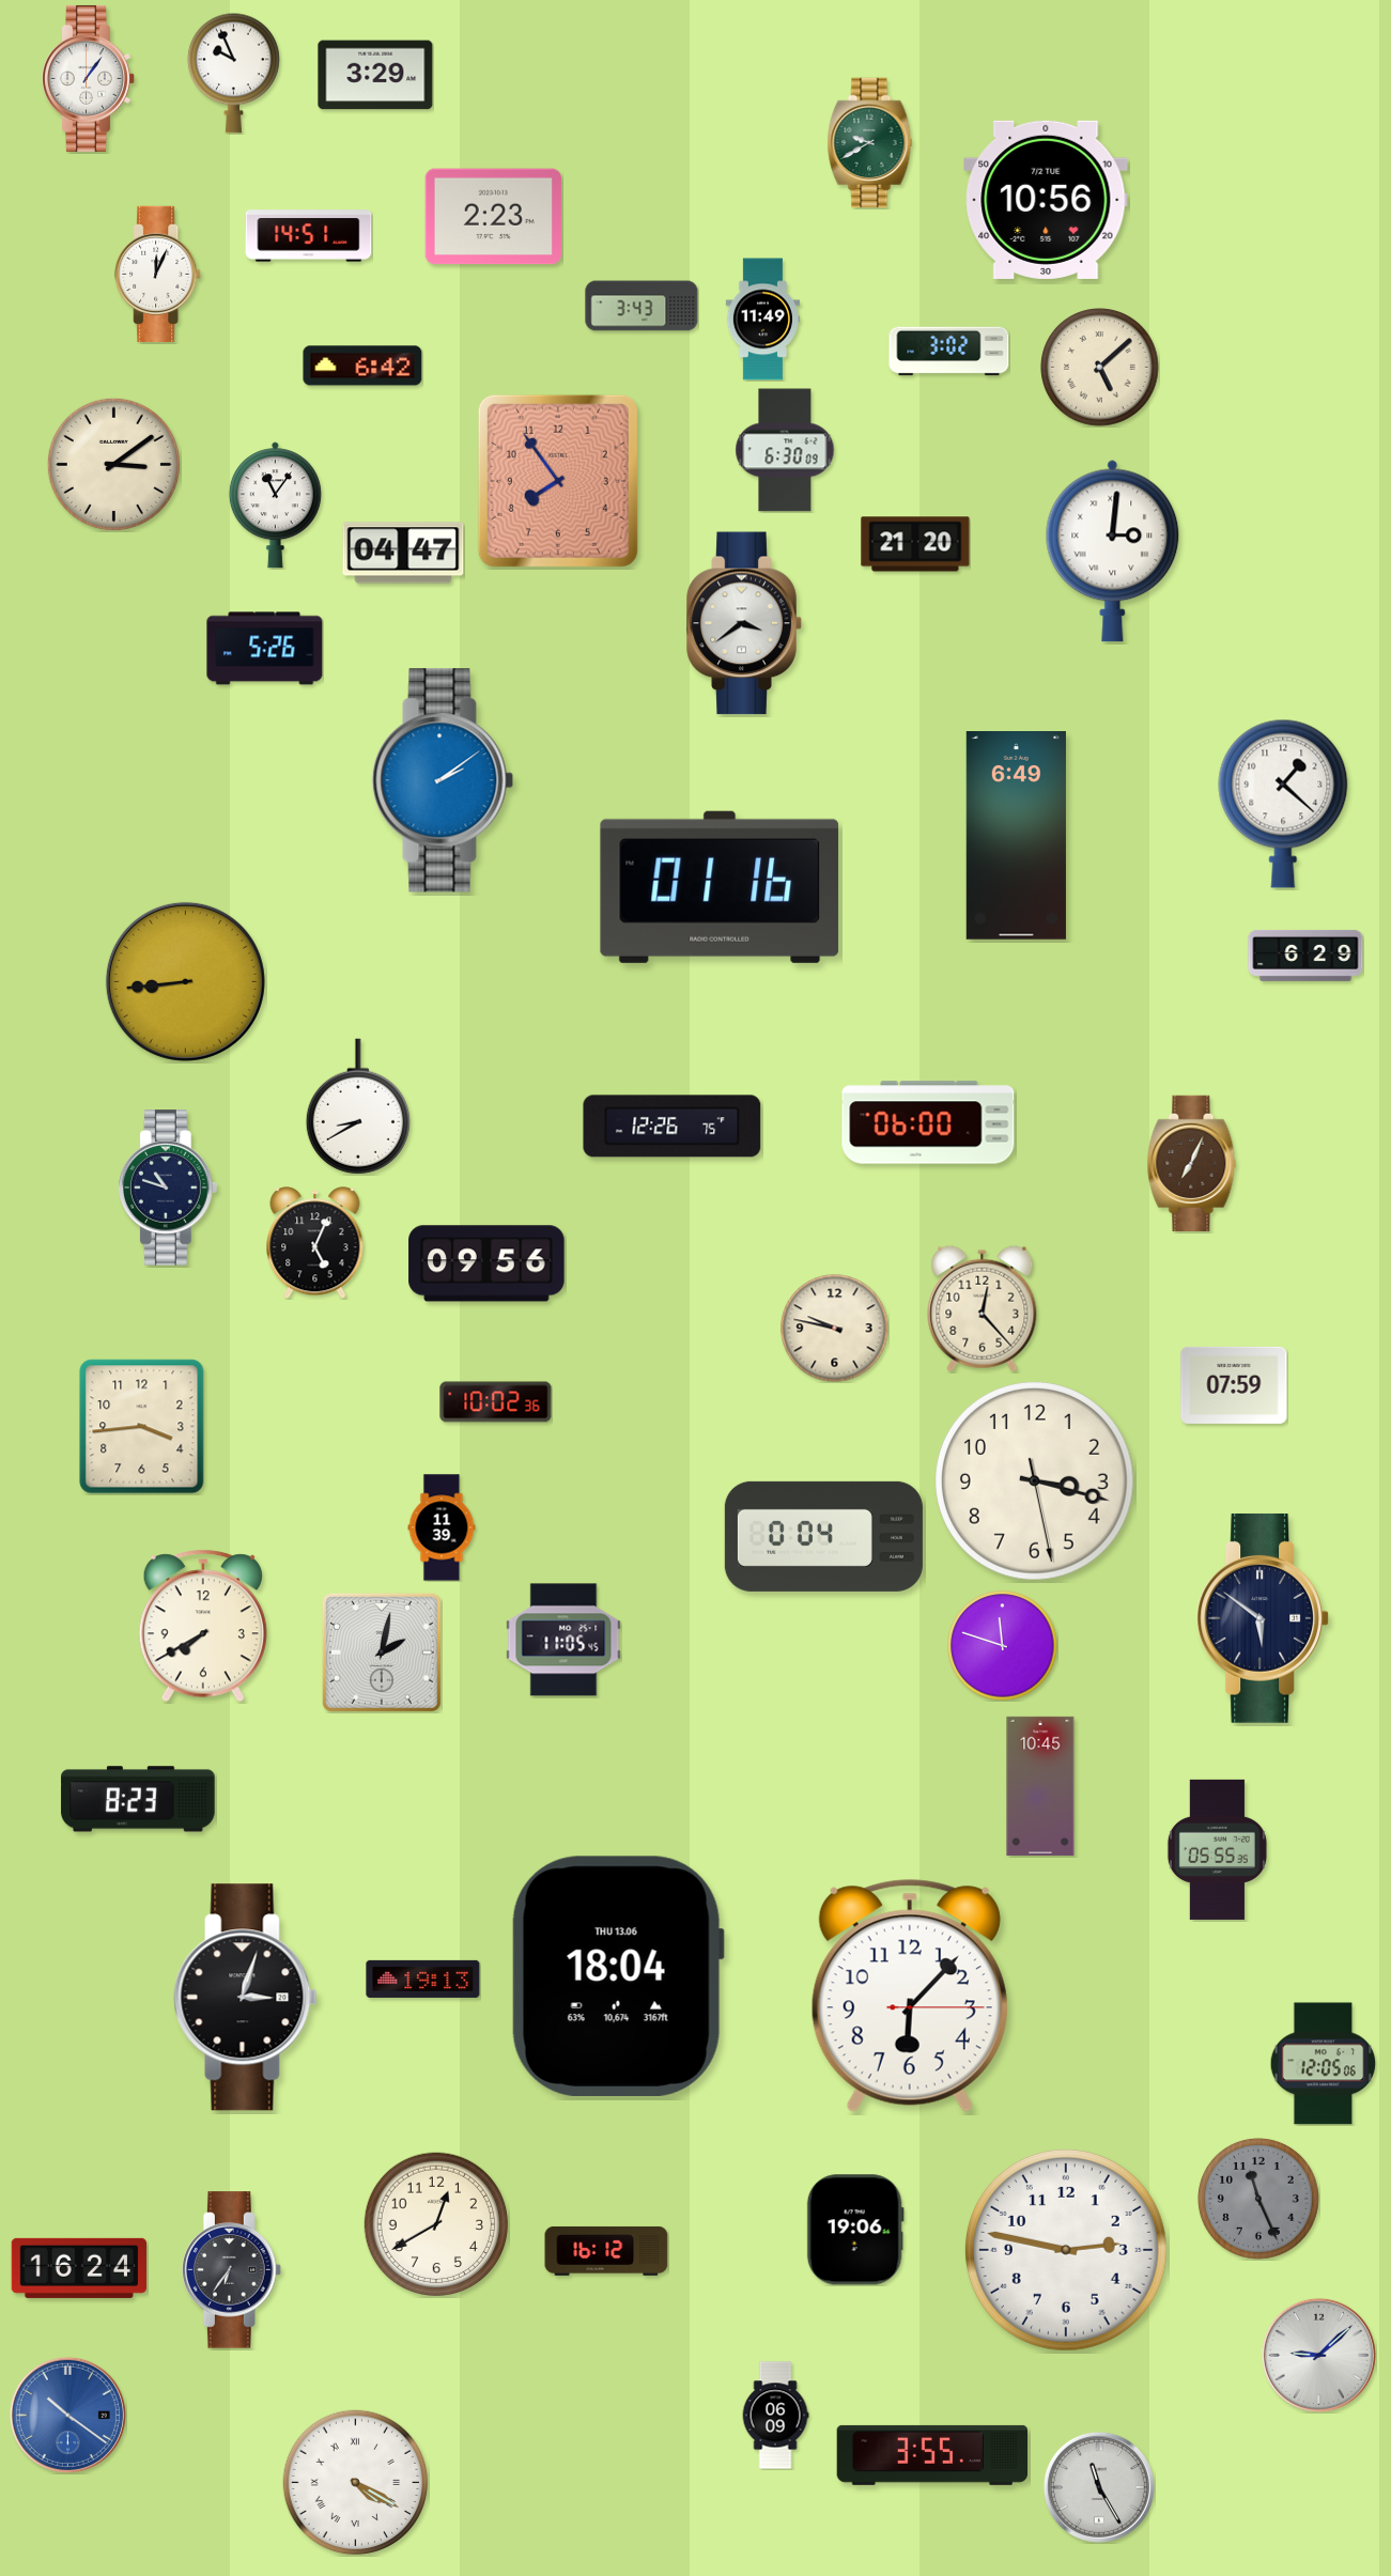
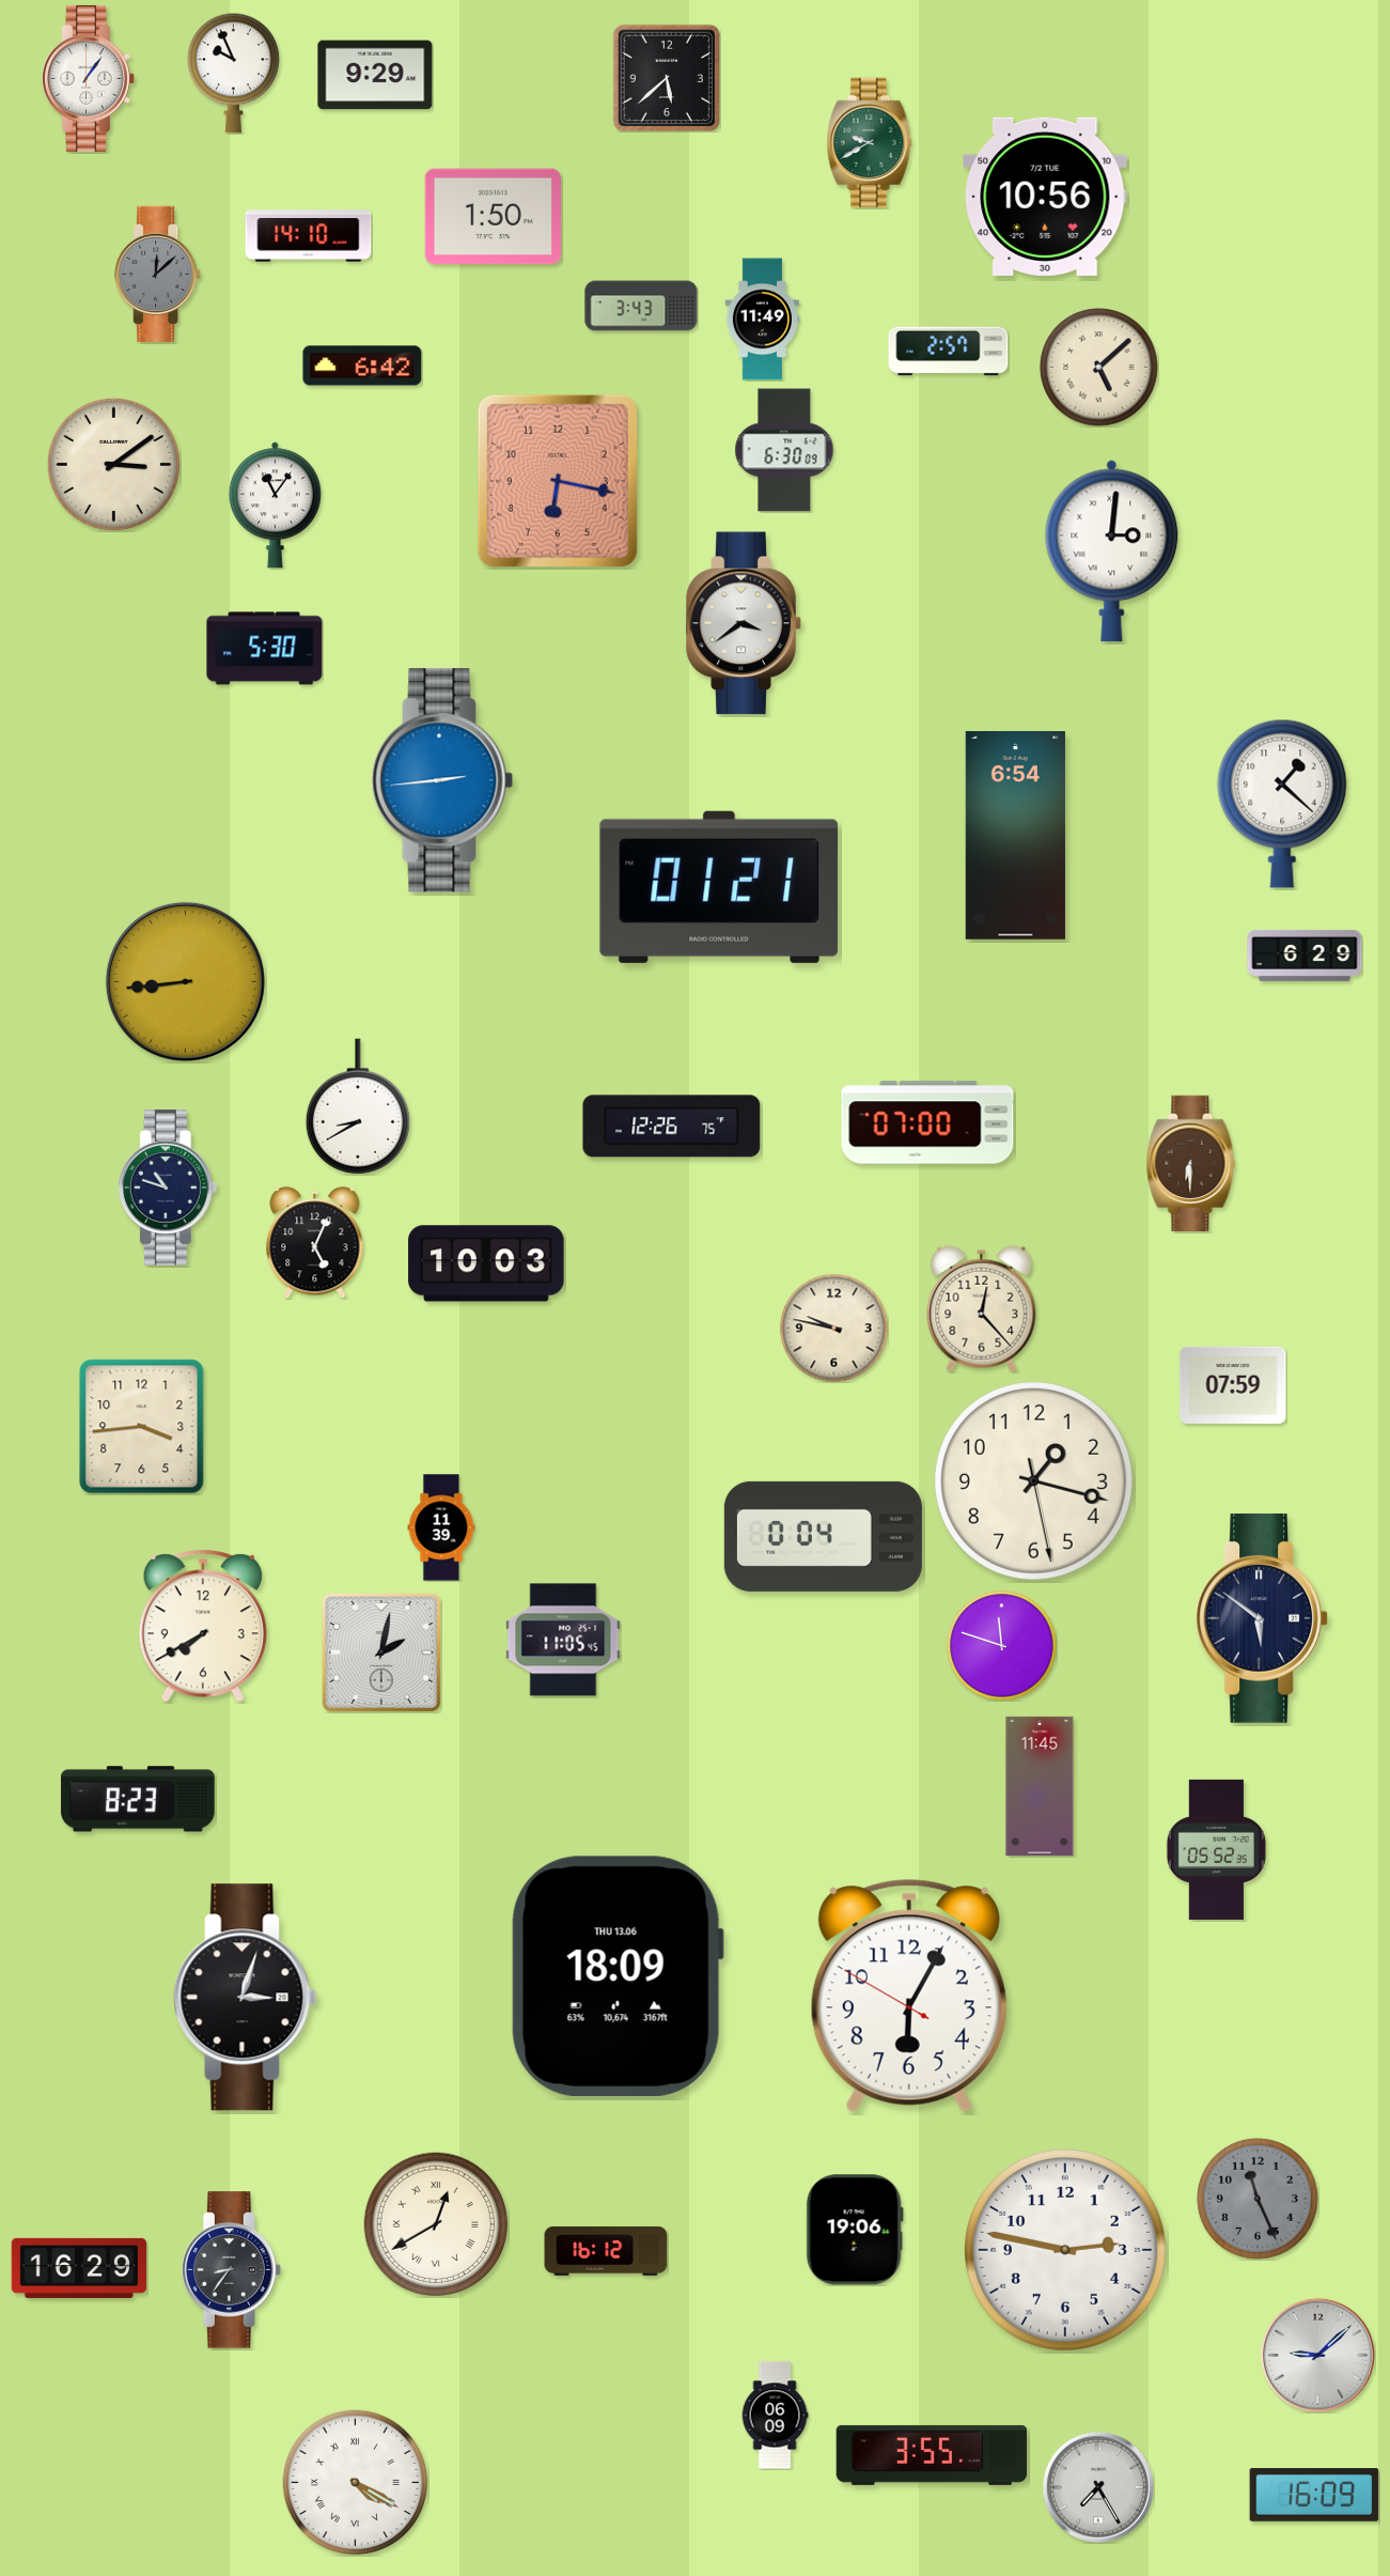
clock at (375, 75): 3:29 -> 9:29
clock at (666, 77): none -> 5:38
clock at (1046, 200) position: (1046, 200) -> (1045, 197)
clock at (493, 217): 2:23 -> 1:50
clock at (309, 236): 14:51 -> 14:10
clock at (158, 274): 12:04 -> 12:08
clock at (158, 274) dial: white -> grey
clock at (949, 352): 3:02 -> 2:57
clock at (558, 481): 7:54 -> 6:17
clock at (915, 544): 21:20 -> none
clock at (403, 553): 04:47 -> none
clock at (265, 649): 5:26 -> 5:30
clock at (443, 780): 2:09 -> 2:44
clock at (1016, 836): 6:49 -> 6:54
clock at (720, 887): 01:16 -> 01:21
clock at (928, 1122): 06:00 -> 07:00
clock at (1192, 1163): 7:04 -> 6:30
clock at (486, 1263): 09:56 -> 10:03
clock at (496, 1402): 10:02 -> none
clock at (1035, 1481): 3:17 -> 1:17
clock at (1040, 1786): 10:45 -> 11:45
clock at (1217, 1849): 05:55 -> 05:52
clock at (618, 1976): 18:04 -> 18:09
clock at (423, 1978): 19:13 -> none
clock at (910, 1996): 6:07 -> 6:04
clock at (1324, 2064): 12:05 -> none
clock at (436, 2224) numerals: Arabic -> Roman
clock at (78, 2268): 16:24 -> 16:29
clock at (232, 2270): 6:36 -> 8:36
clock at (67, 2415): 10:21 -> none
clock at (1099, 2487): 11:25 -> 7:25
clock at (1314, 2496): none -> 16:09
